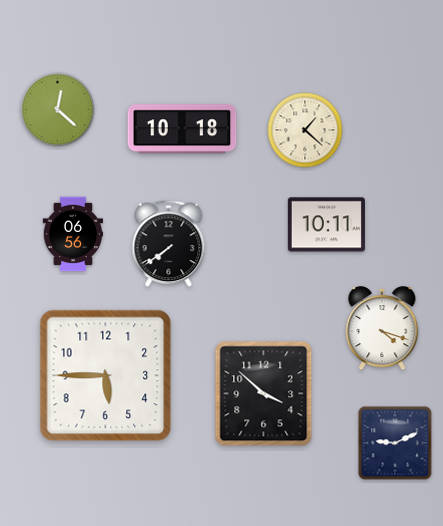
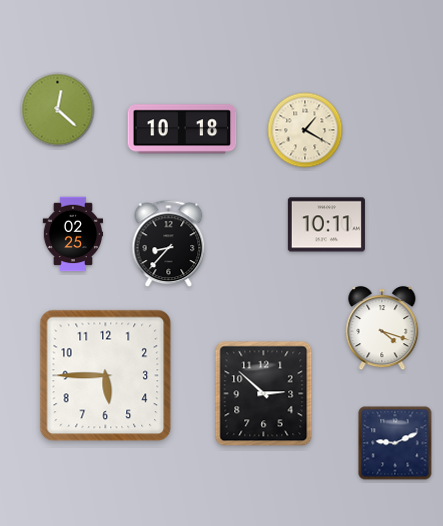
clock at (305, 130): 1:22 -> 1:20
clock at (73, 234): 06:56 -> 02:25
clock at (169, 244): 7:39 -> 8:37
clock at (264, 394): 3:52 -> 2:52
